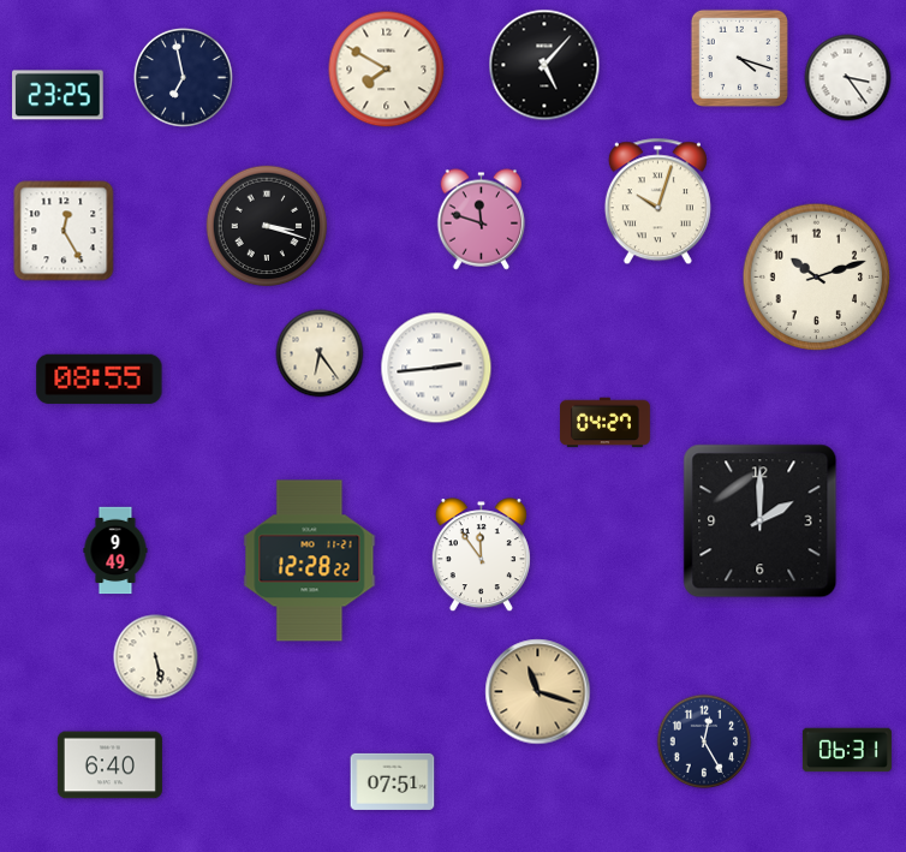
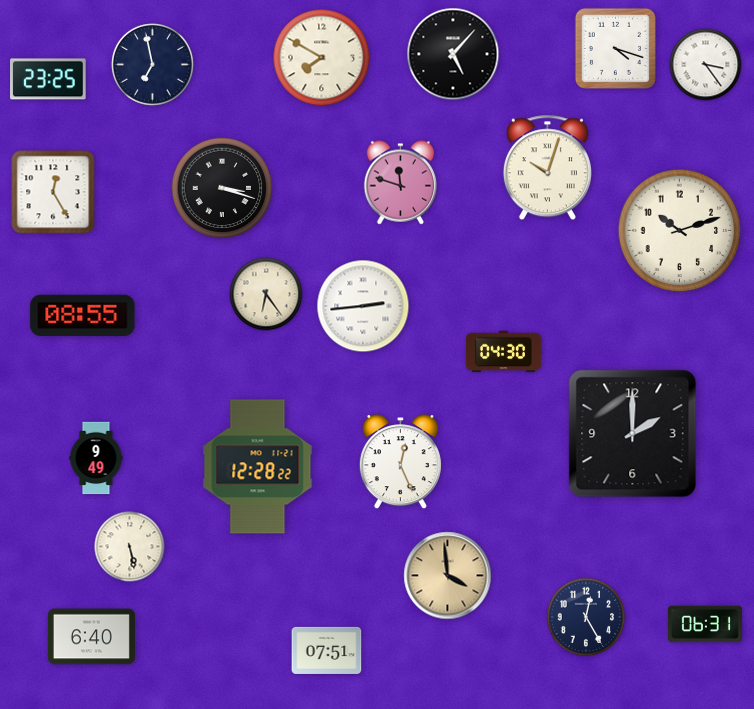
clock at (606, 423): 04:27 -> 04:30
clock at (481, 555): 11:54 -> 12:26
clock at (538, 692): 11:18 -> 3:59
